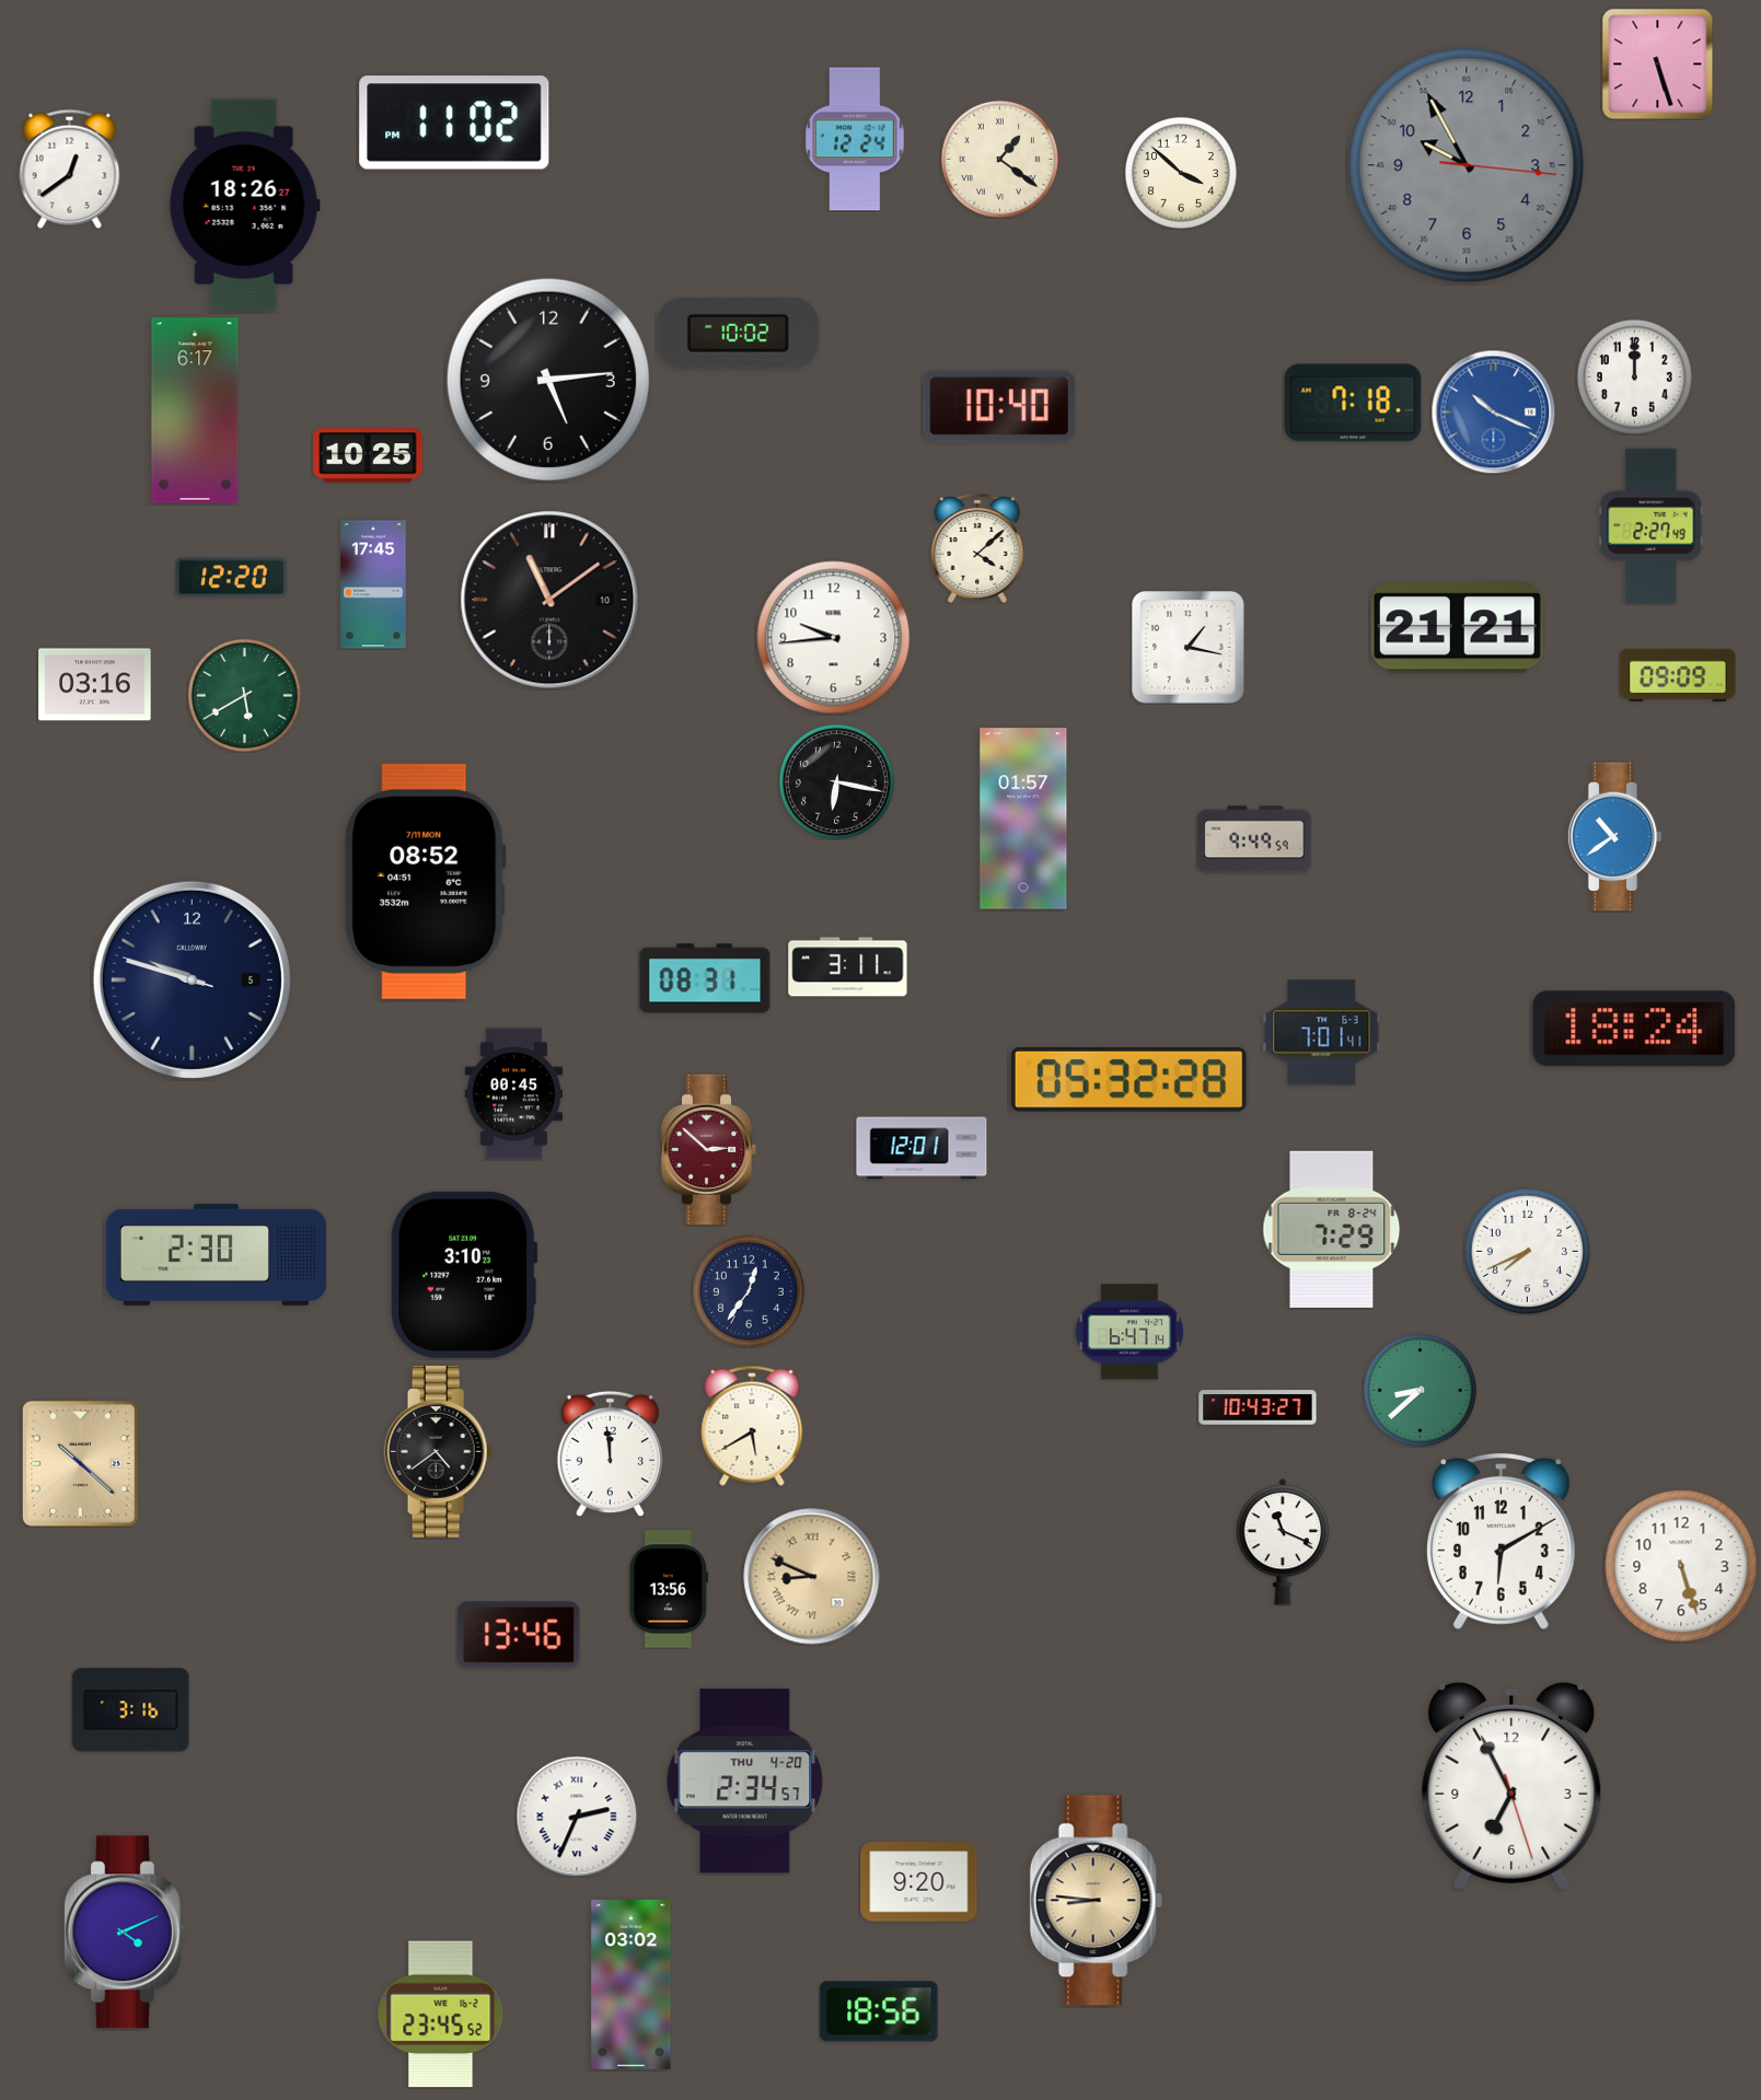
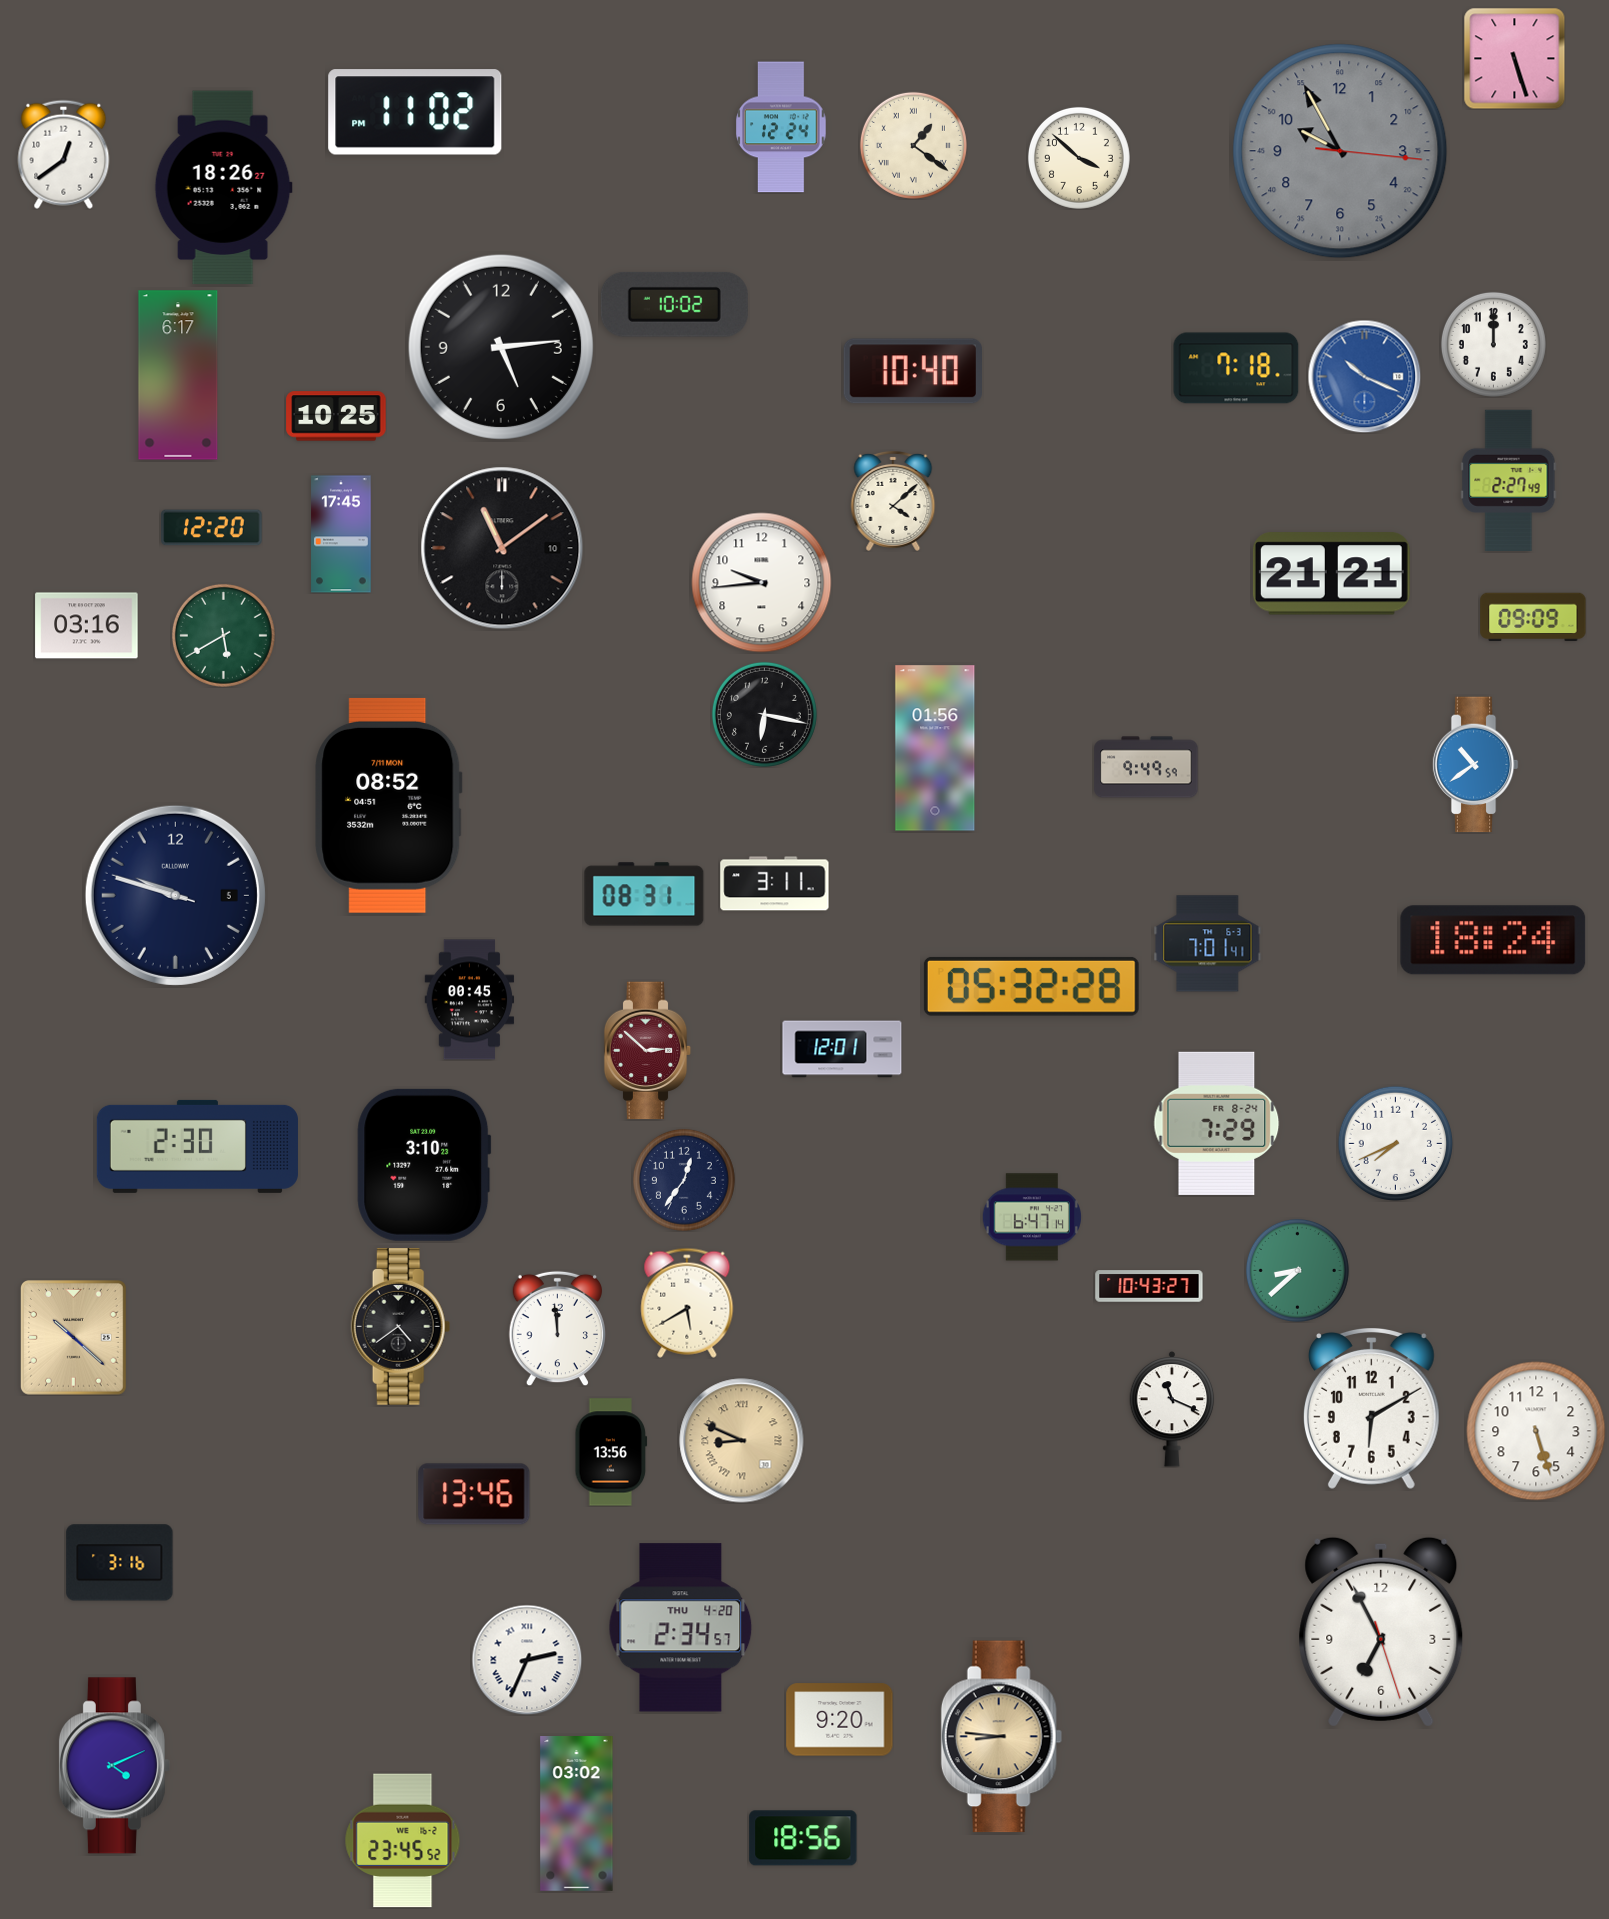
clock at (1189, 648): 1:17 -> none
clock at (1023, 819): 01:57 -> 01:56
